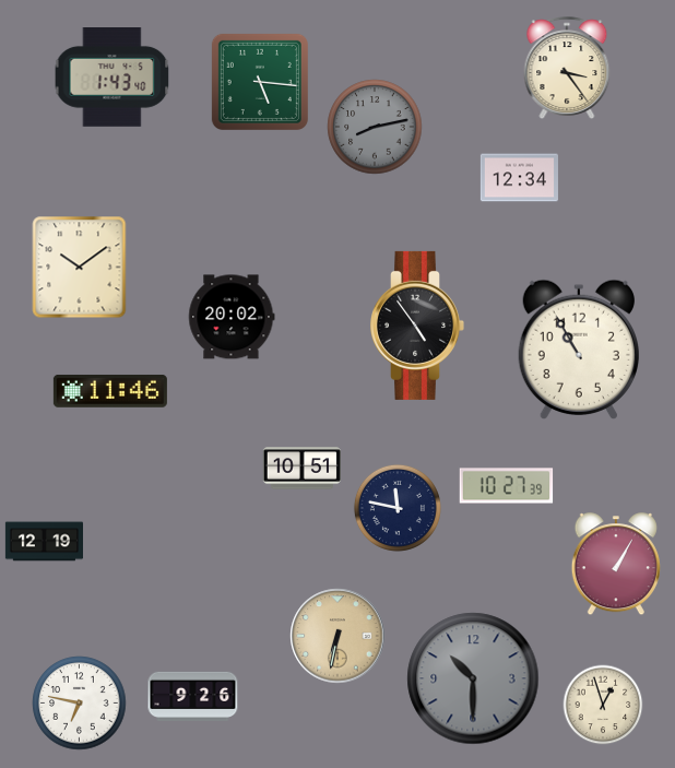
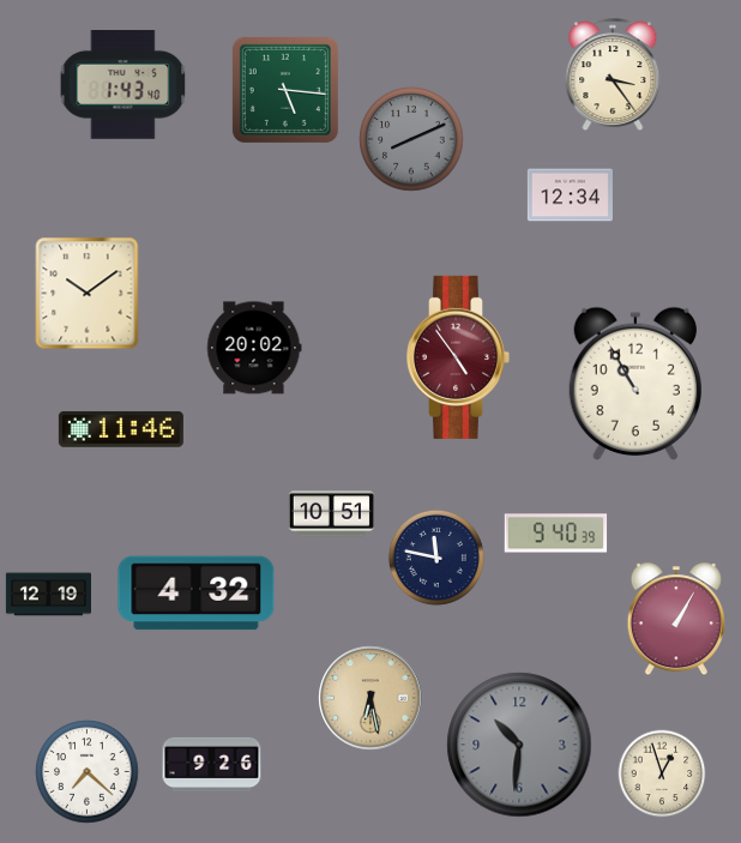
clock at (567, 68) position: (567, 68) -> (613, 74)
clock at (375, 127): 8:13 -> 8:11
clock at (417, 326) dial: black -> burgundy
clock at (507, 486): 10:27 -> 9:40
clock at (197, 594): none -> 4:32
clock at (337, 636): 6:32 -> 6:28
clock at (473, 678): 10:30 -> 10:31
clock at (80, 704): 6:47 -> 7:22
